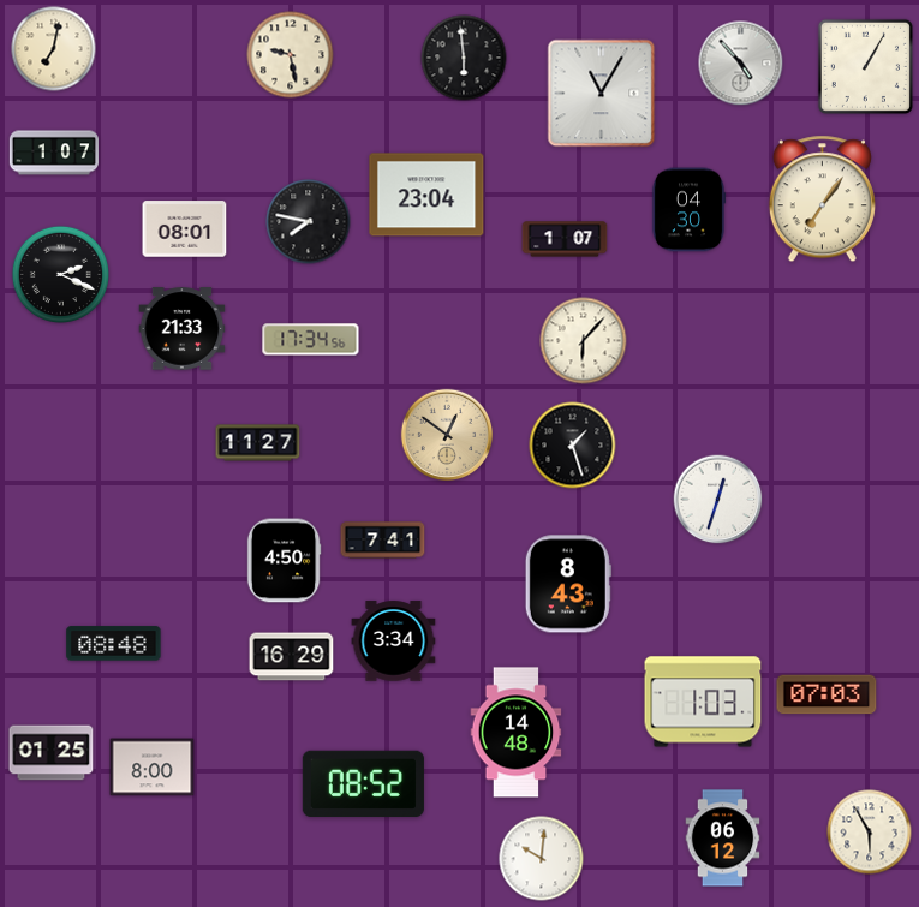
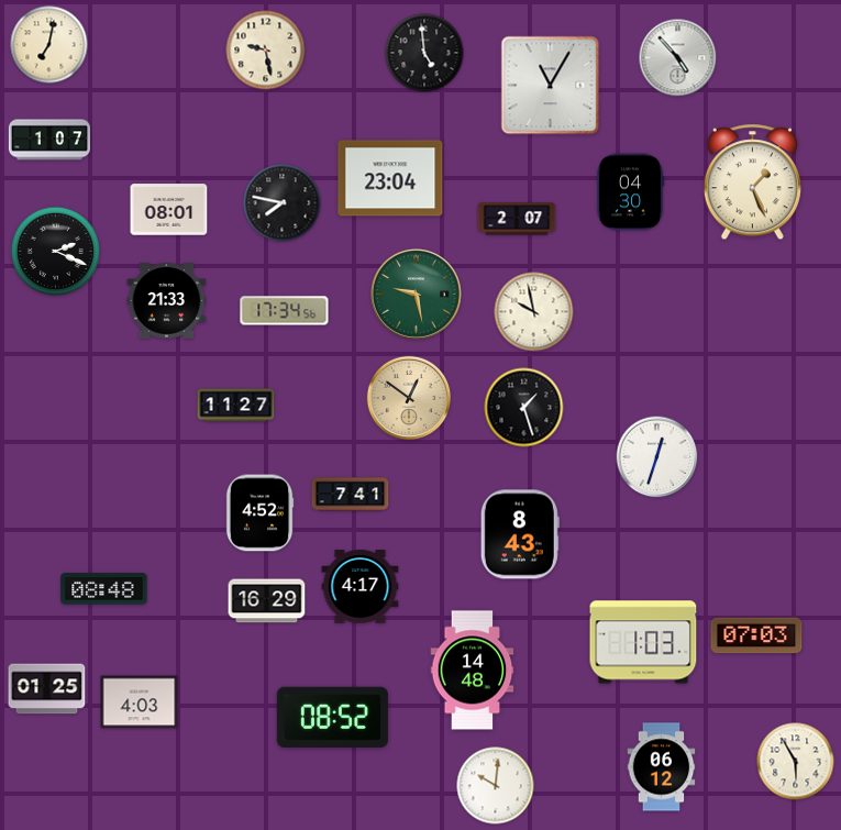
clock at (464, 58): 5:59 -> 4:59
clock at (865, 66): 1:05 -> none
clock at (822, 199): 7:06 -> 1:26
clock at (565, 239): 1:07 -> 2:07
clock at (416, 294): none -> 9:28
clock at (584, 341): 6:07 -> 9:58
clock at (284, 561): 4:50 -> 4:52
clock at (394, 642): 3:34 -> 4:17
clock at (153, 768): 8:00 -> 4:03
